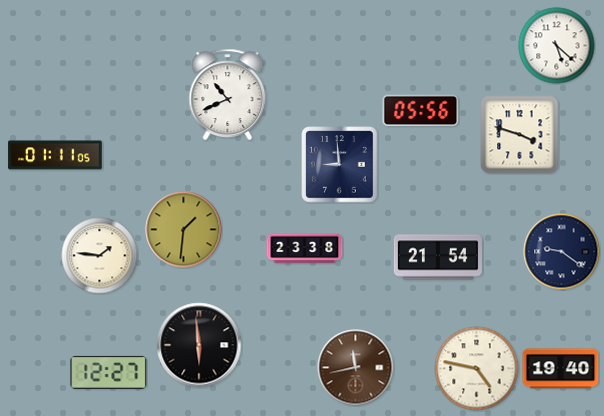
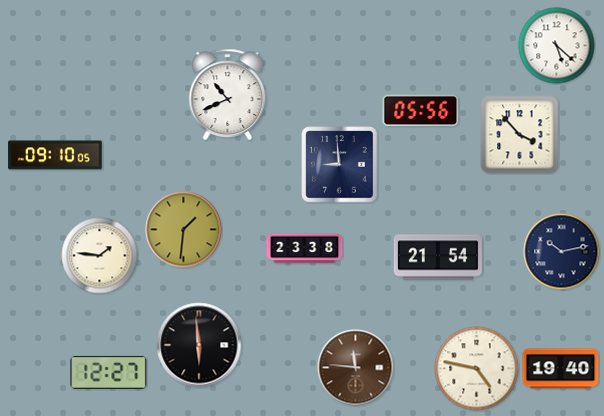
clock at (520, 135): 3:48 -> 3:53
clock at (55, 155): 01:11 -> 09:10
clock at (562, 252): 9:21 -> 10:13
clock at (356, 368): 11:43 -> 11:46
